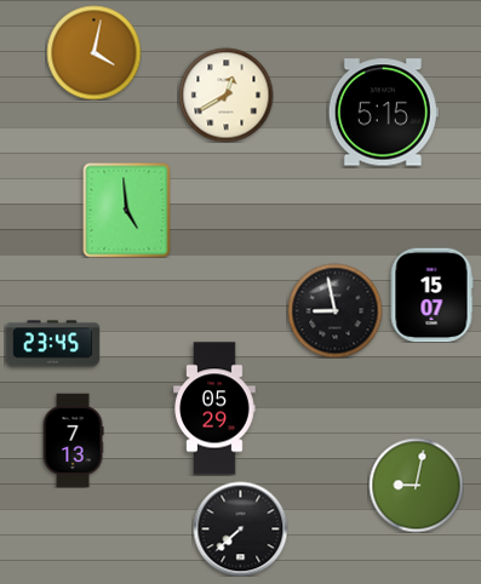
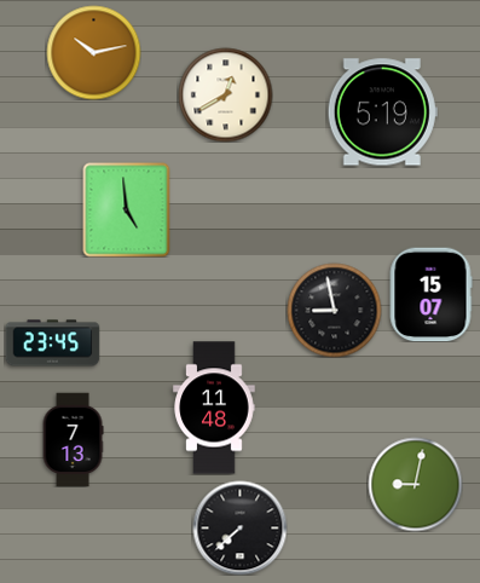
clock at (93, 52): 4:02 -> 10:13
clock at (383, 113): 5:15 -> 5:19
clock at (214, 408): 05:29 -> 11:48
